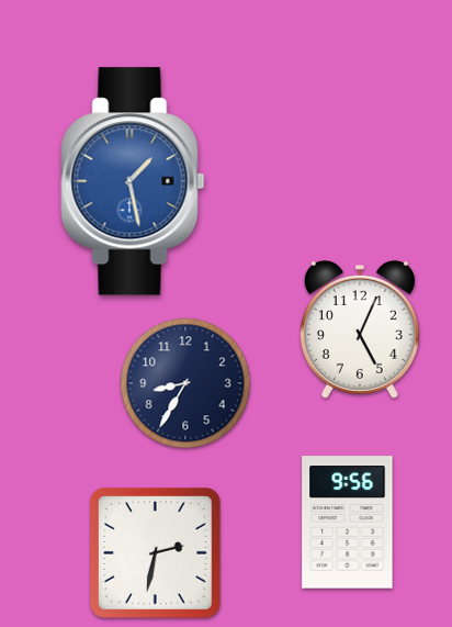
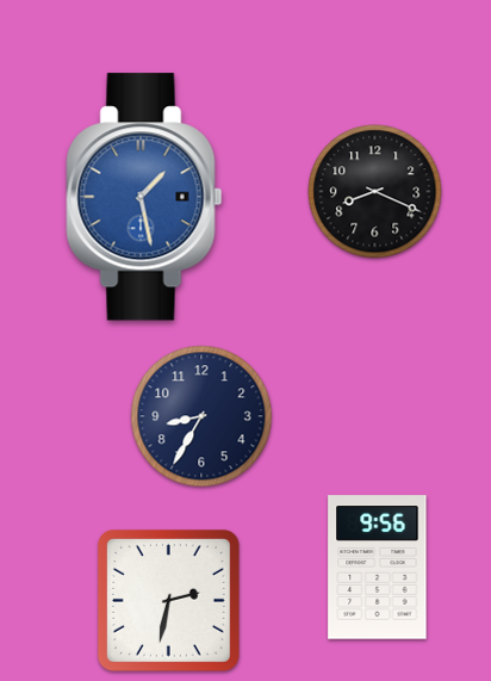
clock at (375, 192): none -> 8:19
clock at (360, 329): 5:04 -> none
